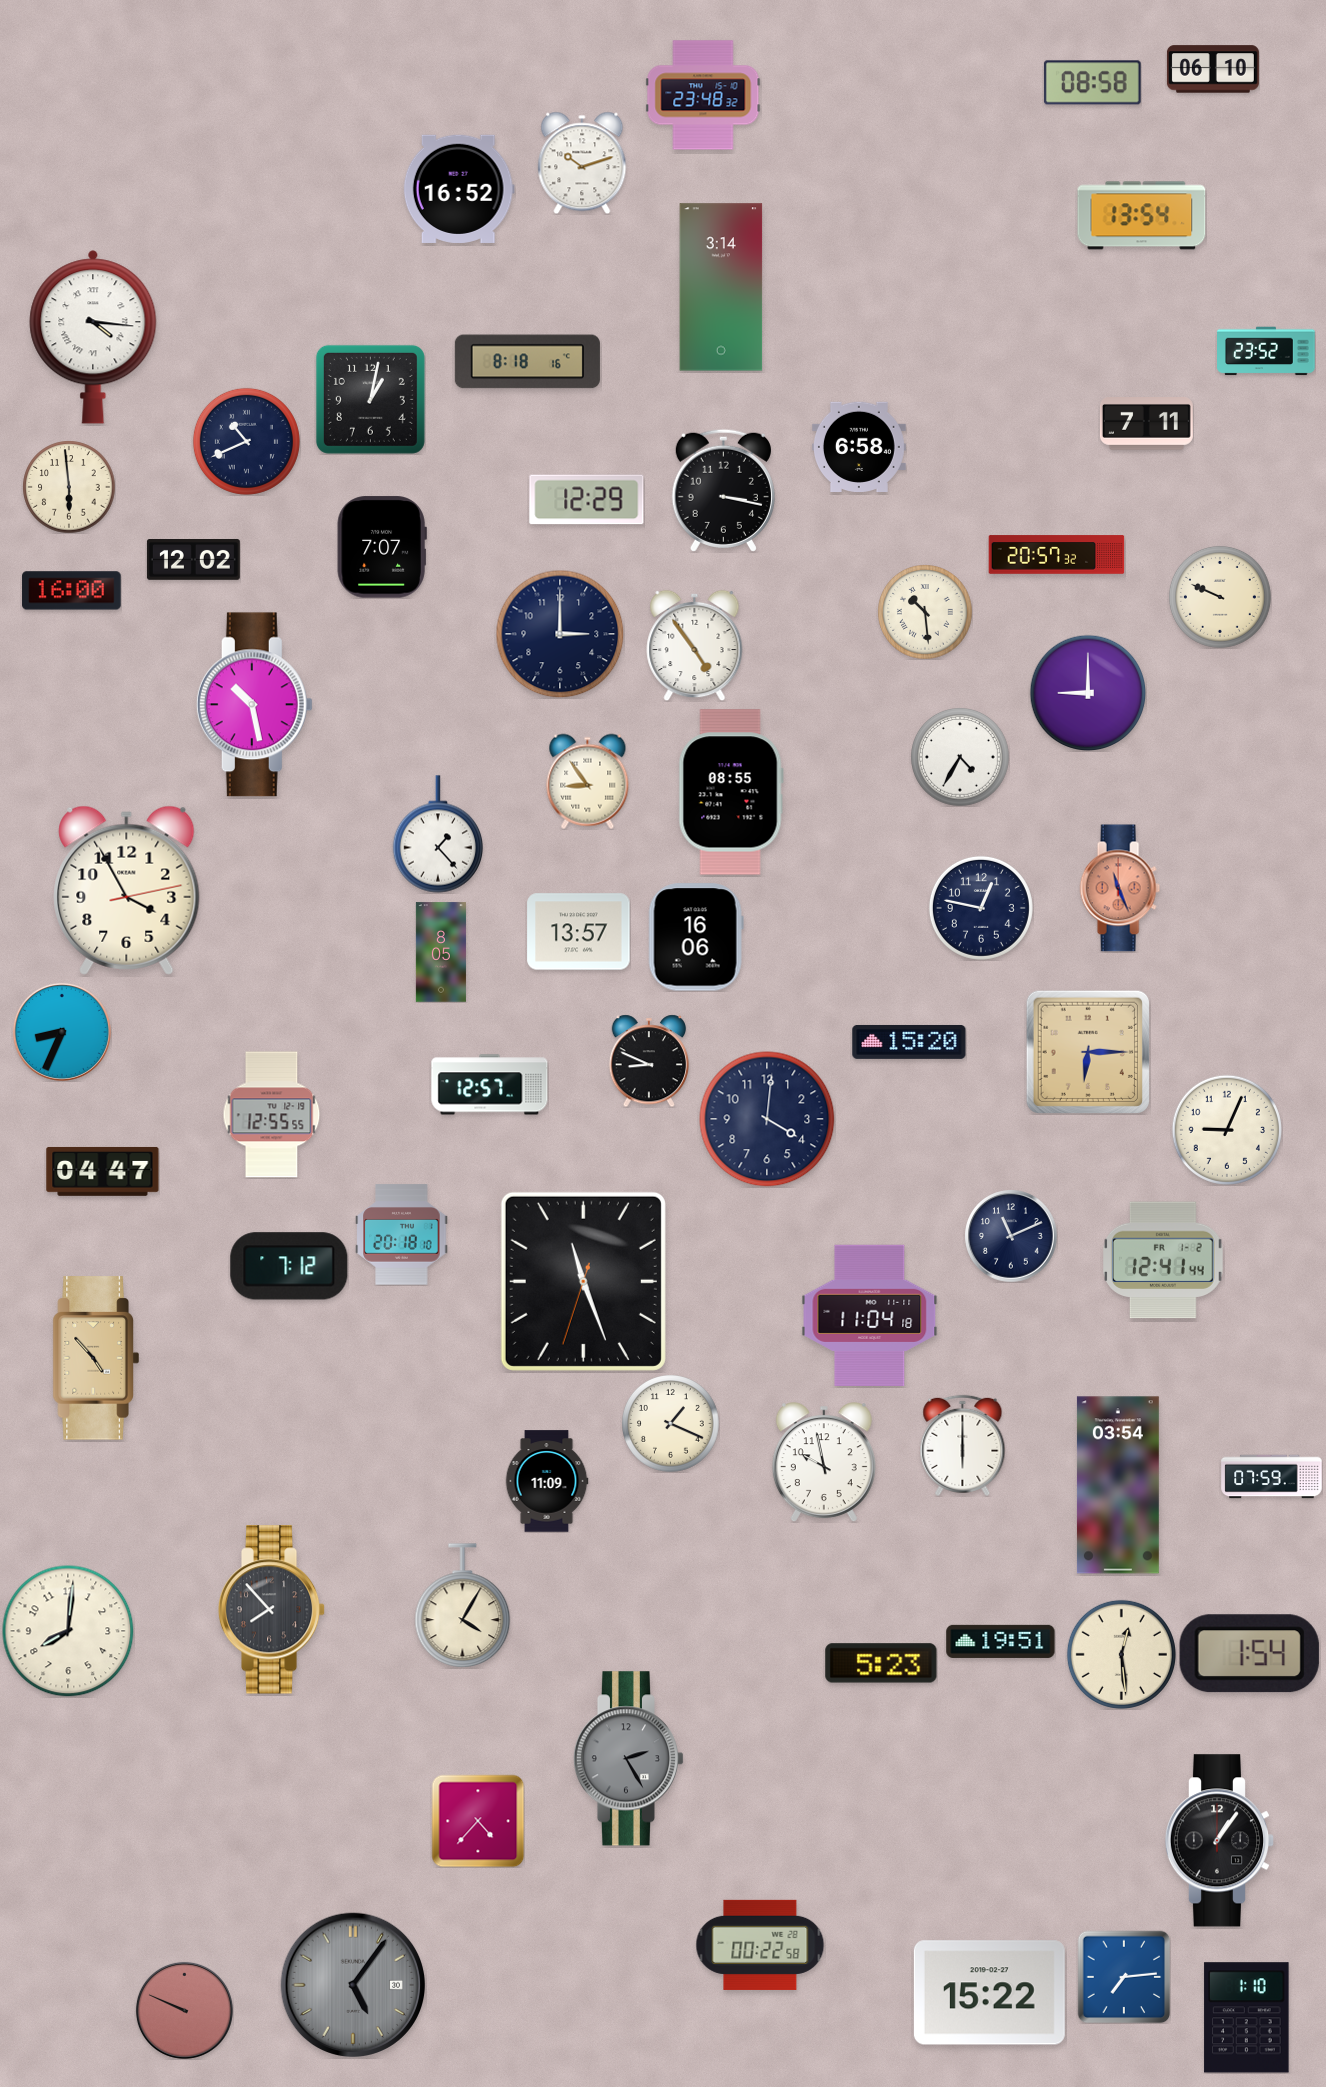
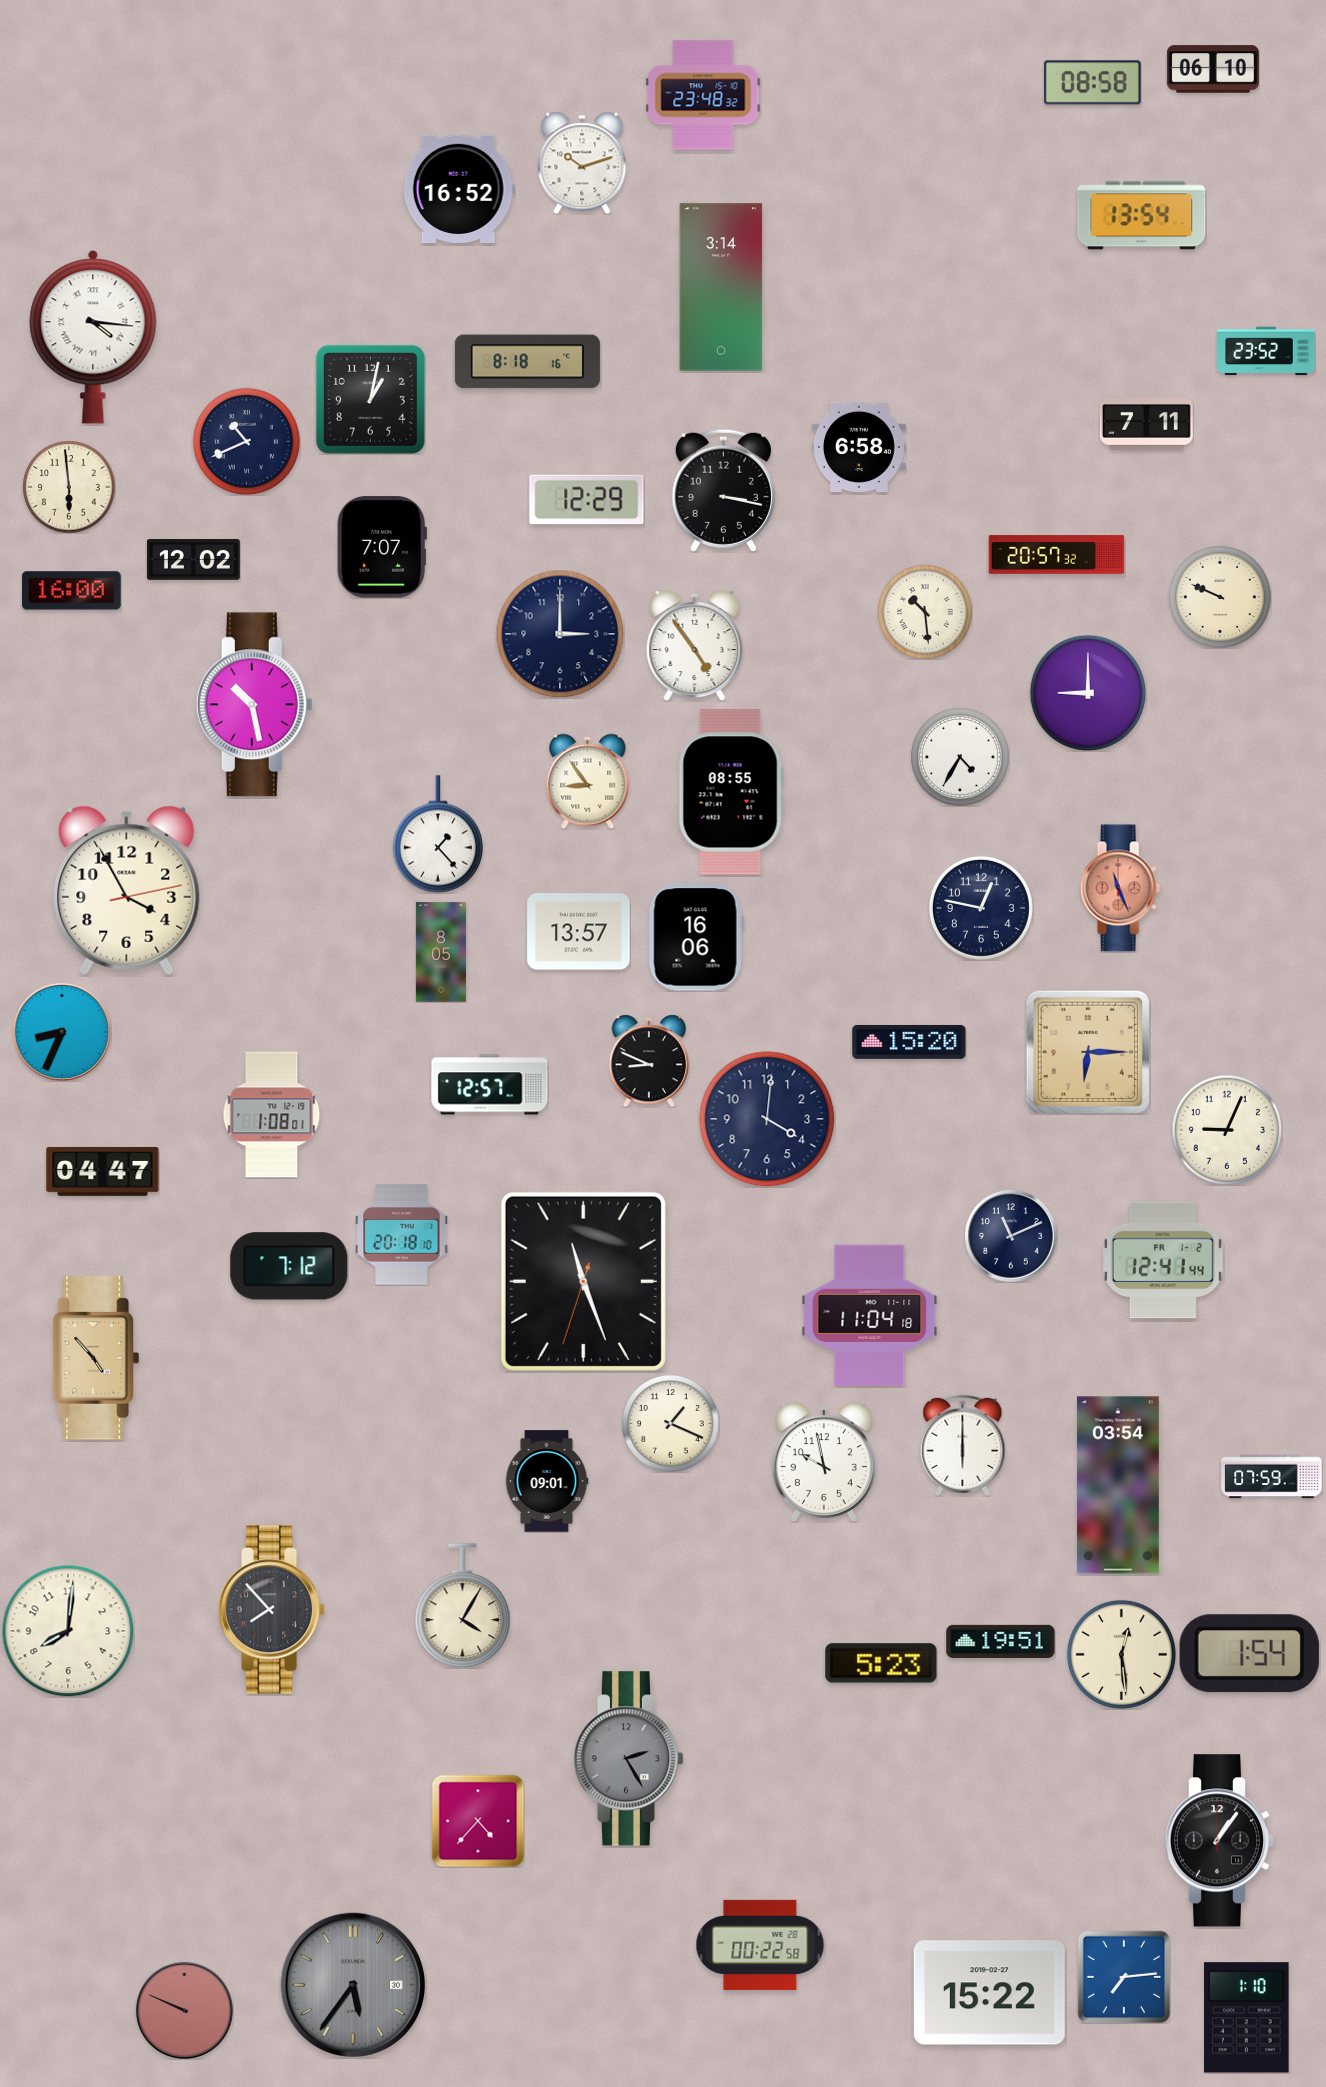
clock at (272, 1115): 12:55 -> 1:08
clock at (547, 1481): 11:09 -> 09:01
clock at (353, 1985): 5:06 -> 5:36
